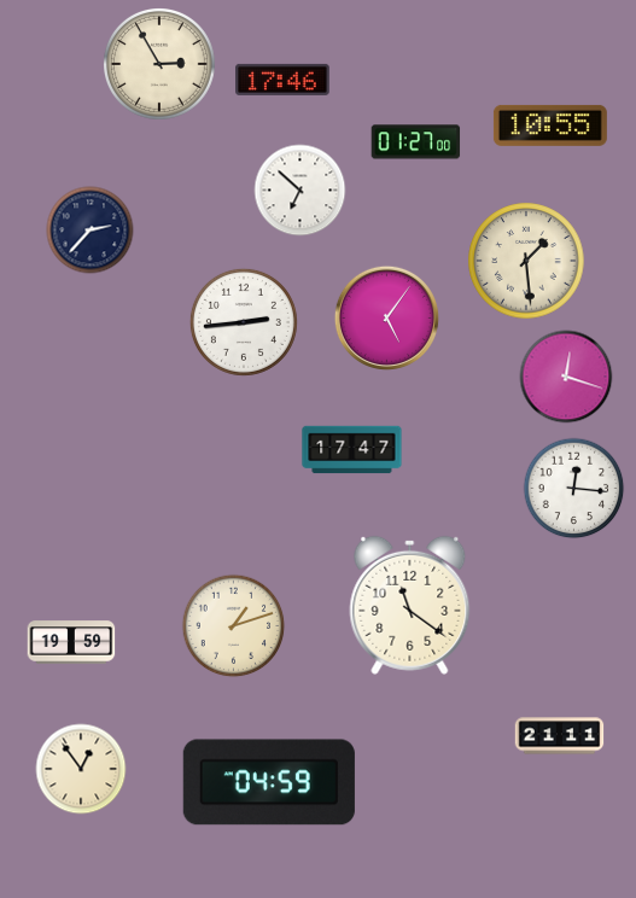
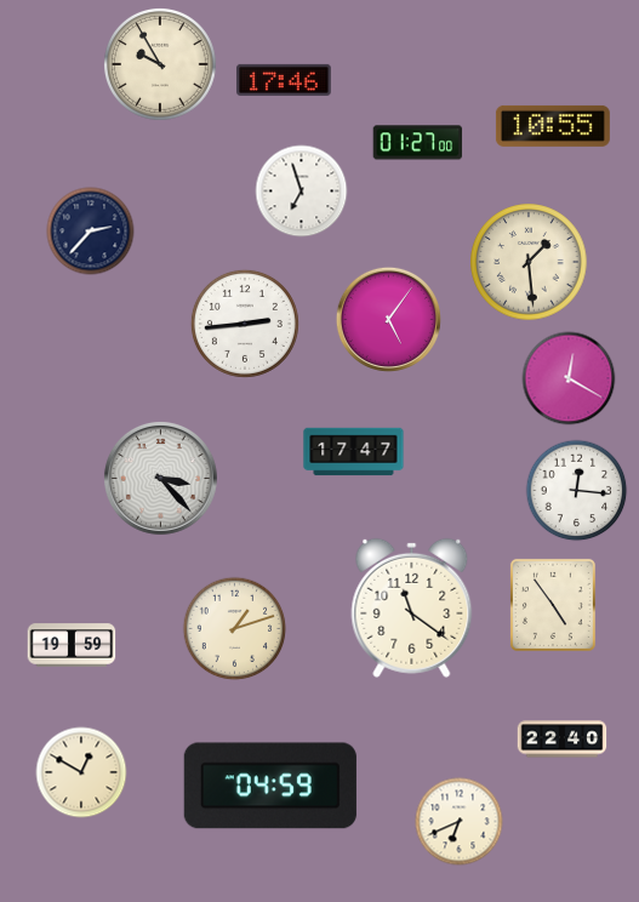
clock at (161, 65): 2:55 -> 9:55
clock at (301, 191): 6:52 -> 6:57
clock at (566, 377): 12:18 -> 12:20
clock at (160, 478): none -> 3:23
clock at (553, 605): none -> 4:54
clock at (560, 736): 21:11 -> 22:40
clock at (81, 769): 12:54 -> 12:50
clock at (460, 822): none -> 6:41
